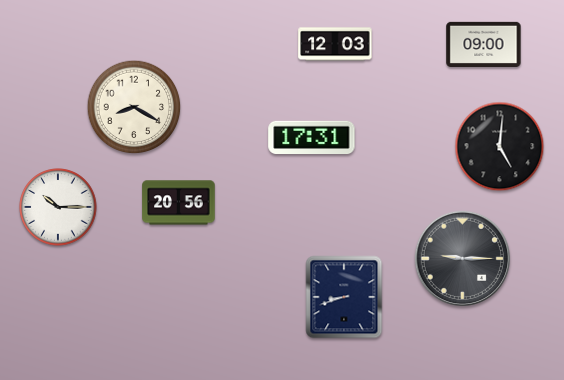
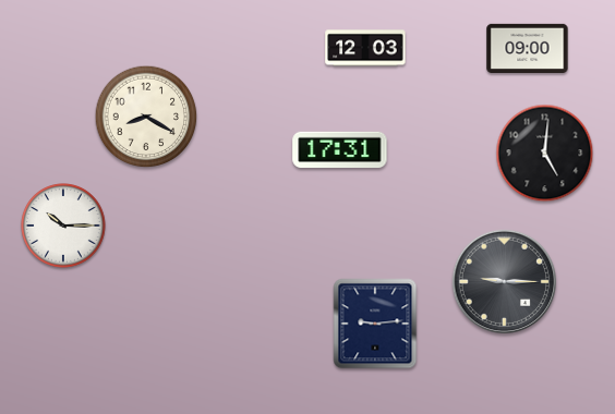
clock at (500, 147) position: (500, 147) -> (545, 154)
clock at (179, 203): 20:56 -> none
clock at (344, 297): 8:42 -> 9:14
